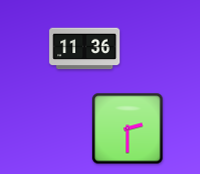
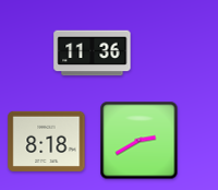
clock at (47, 141): none -> 8:18
clock at (128, 129): 2:30 -> 2:40
